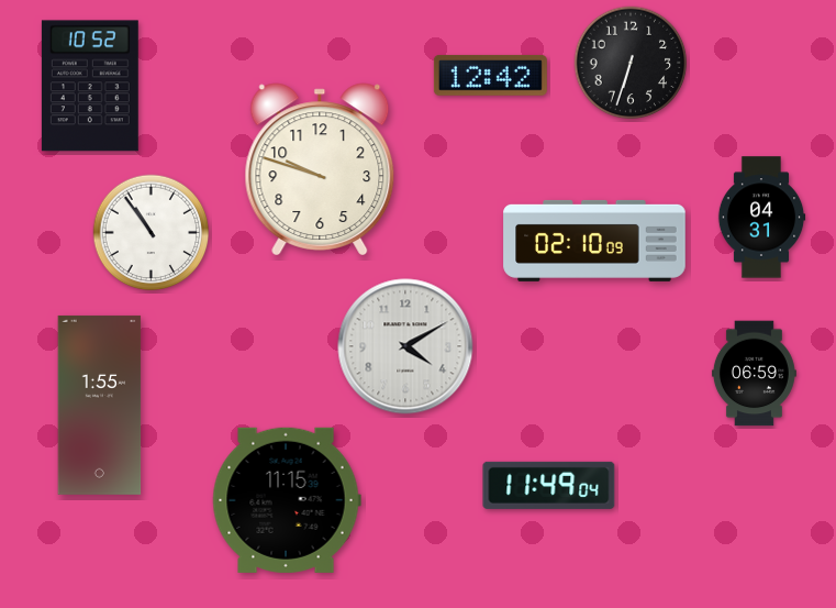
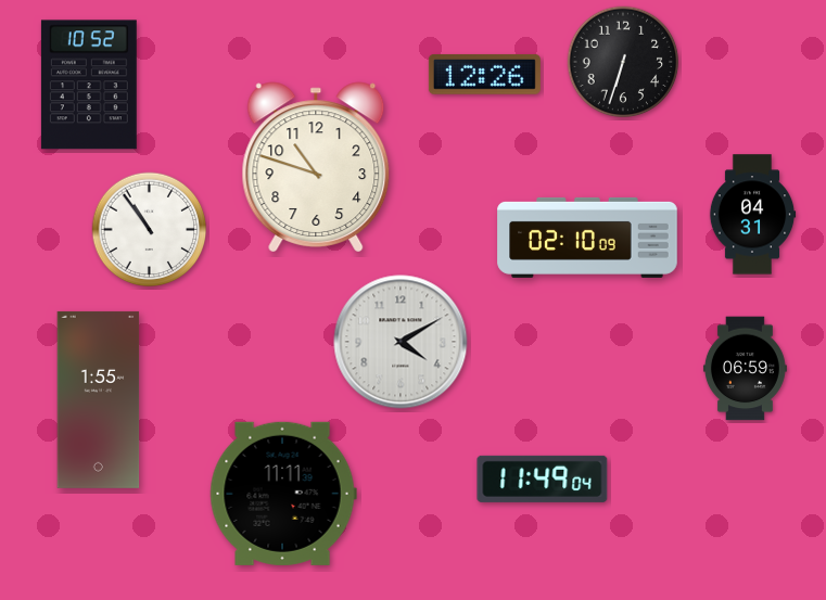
clock at (490, 76): 12:42 -> 12:26
clock at (320, 169): 9:48 -> 10:48
clock at (287, 500): 11:15 -> 11:11
